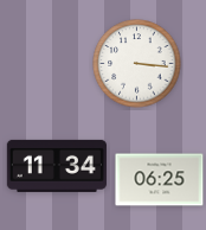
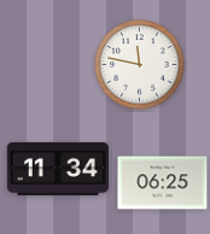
clock at (137, 64): 3:16 -> 11:47
